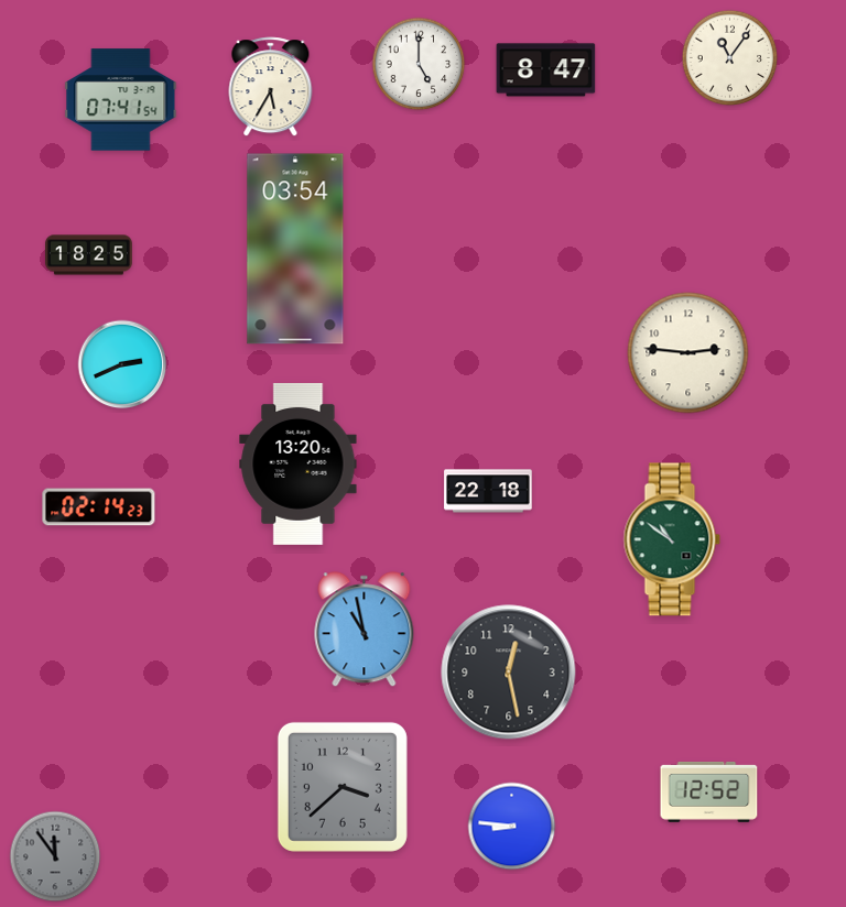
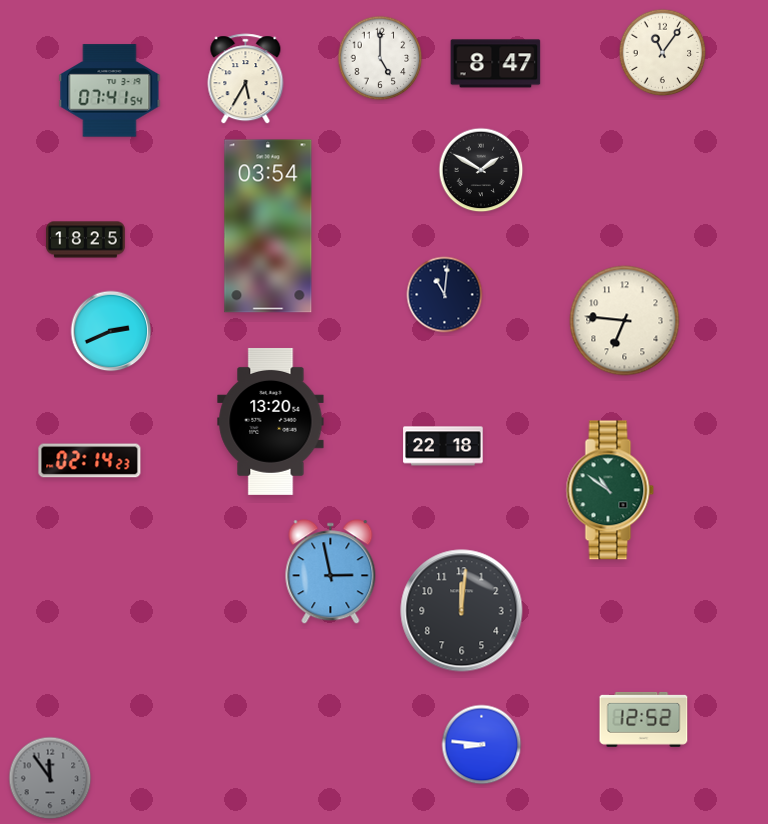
clock at (481, 170): none -> 1:50
clock at (89, 255) position: (89, 255) -> (86, 240)
clock at (445, 295): none -> 11:01
clock at (688, 353): 2:46 -> 6:46
clock at (365, 630): 10:58 -> 2:58
clock at (509, 673): 12:28 -> 12:01
clock at (343, 787): 3:38 -> none
clock at (512, 827) position: (512, 827) -> (482, 745)
